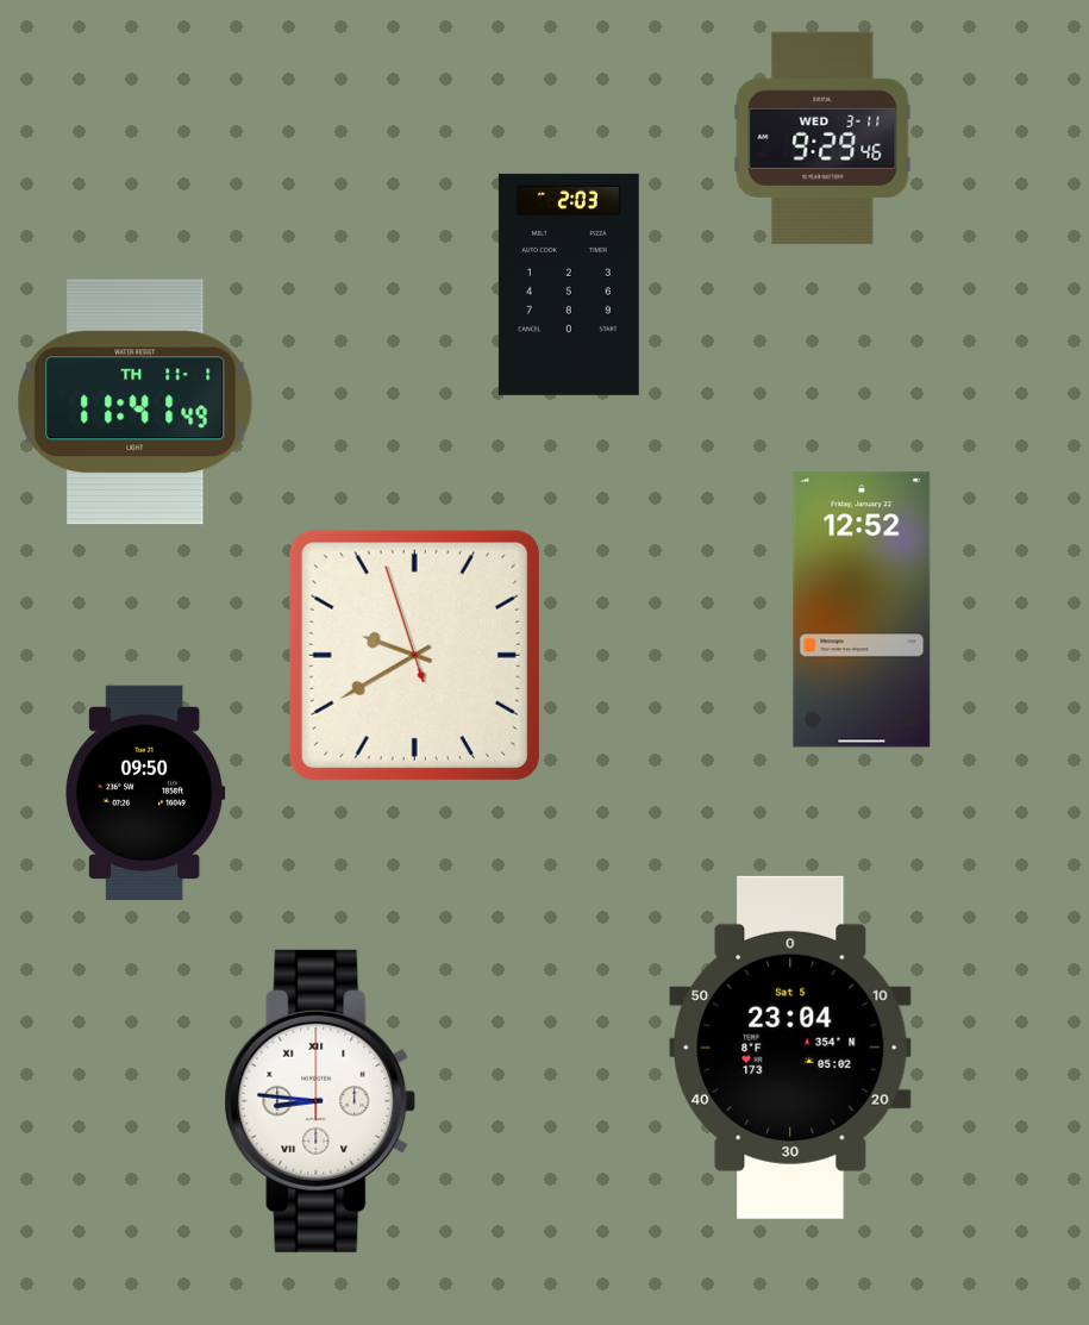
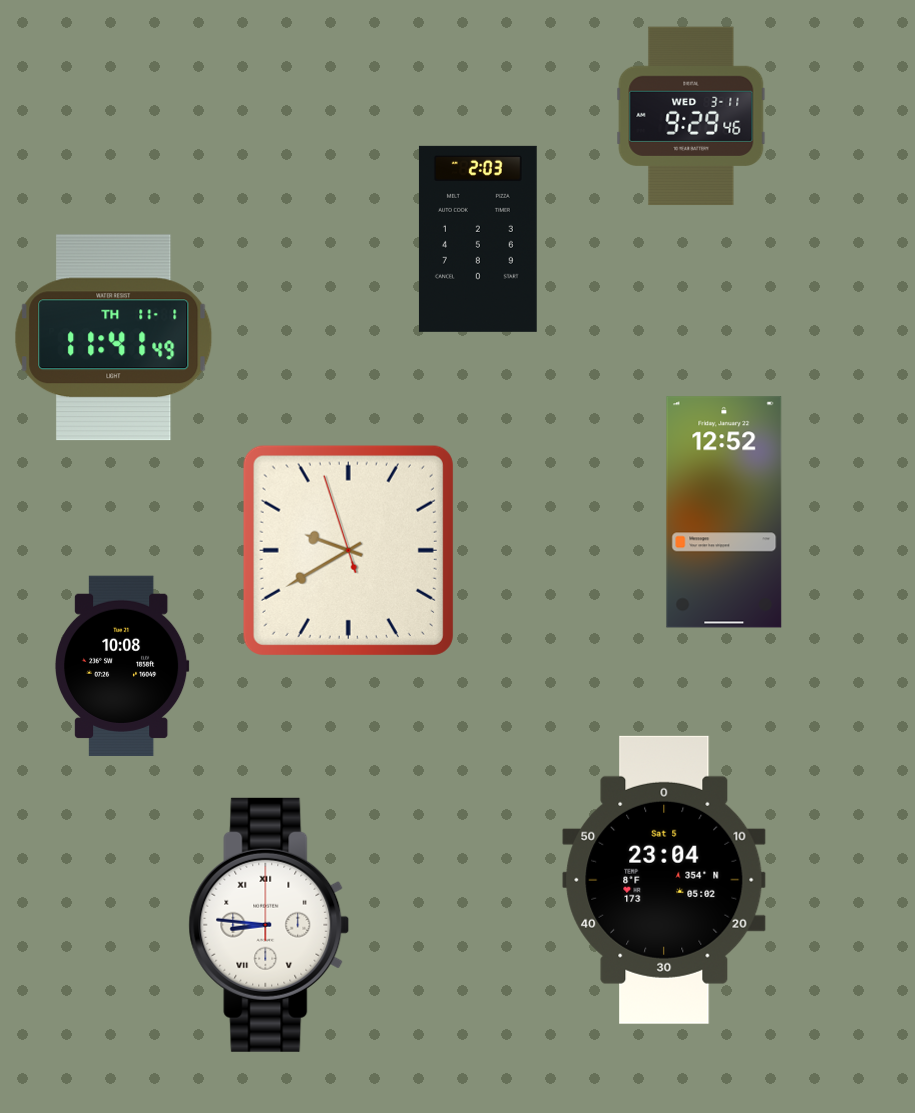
clock at (145, 792): 09:50 -> 10:08
